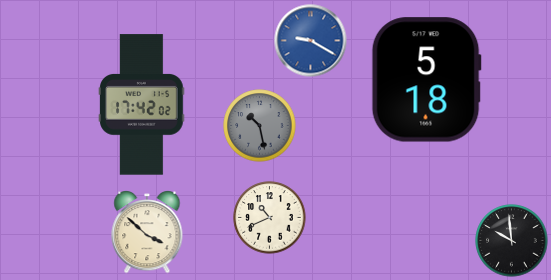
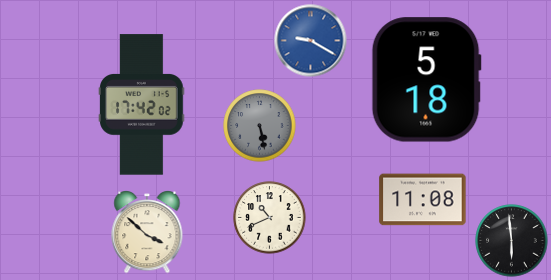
clock at (260, 126): 10:28 -> 5:28
clock at (423, 200): none -> 11:08
clock at (512, 241): 9:59 -> 5:59
